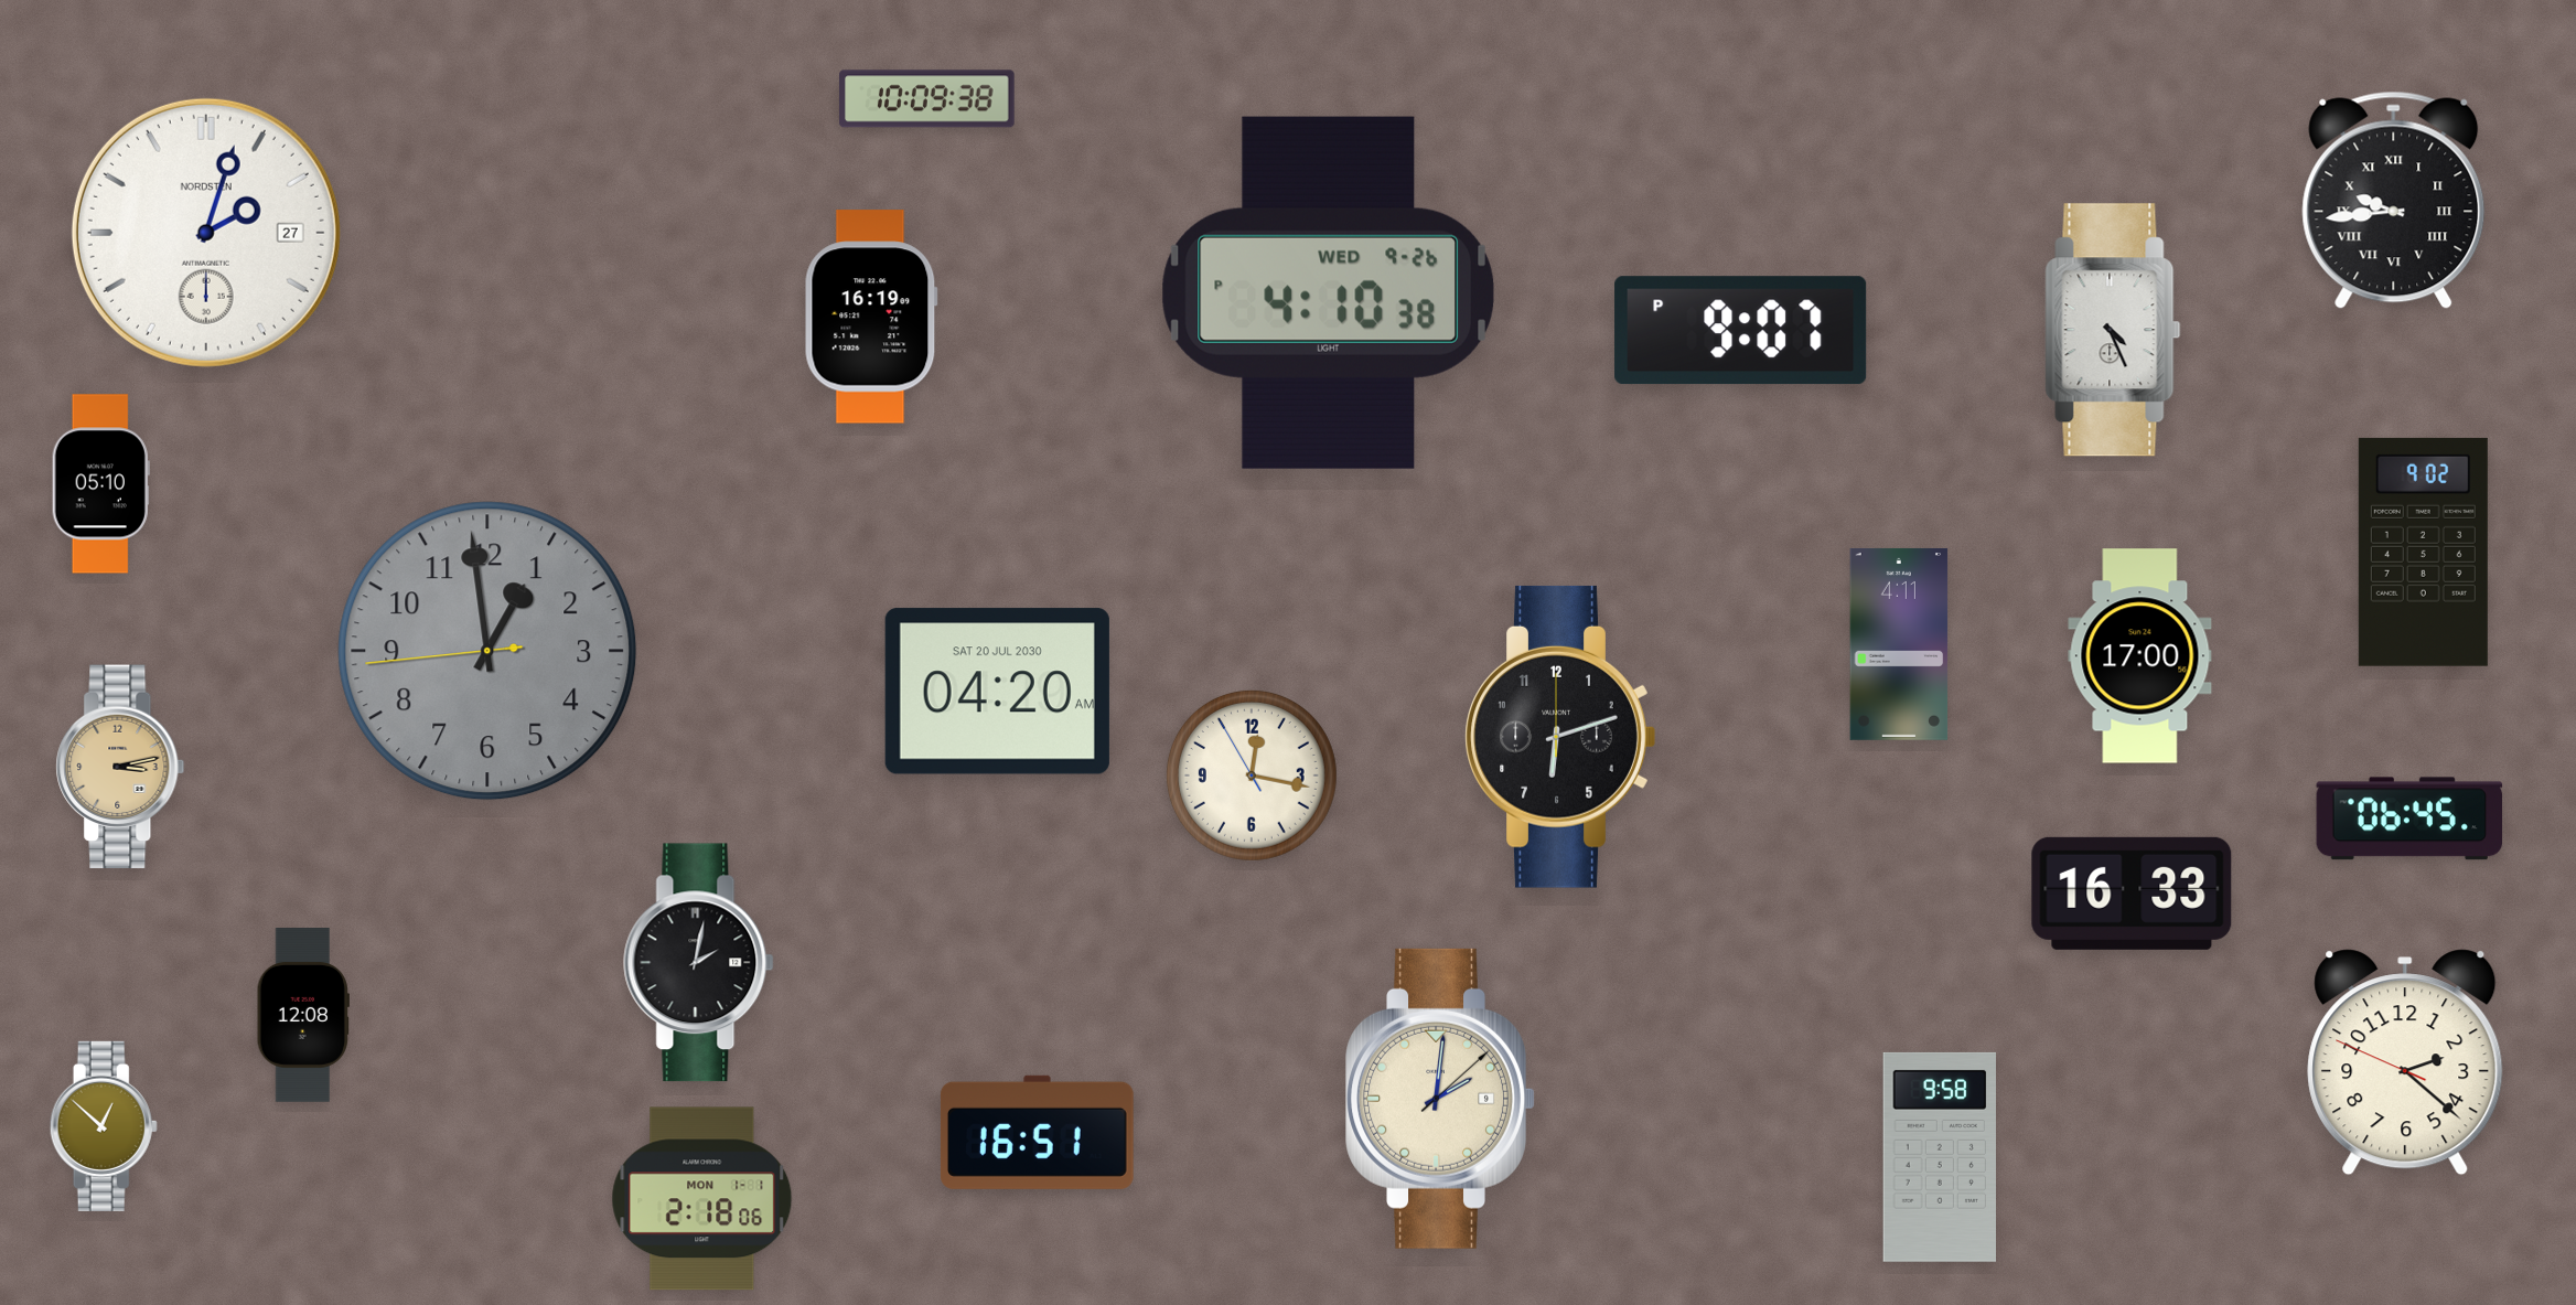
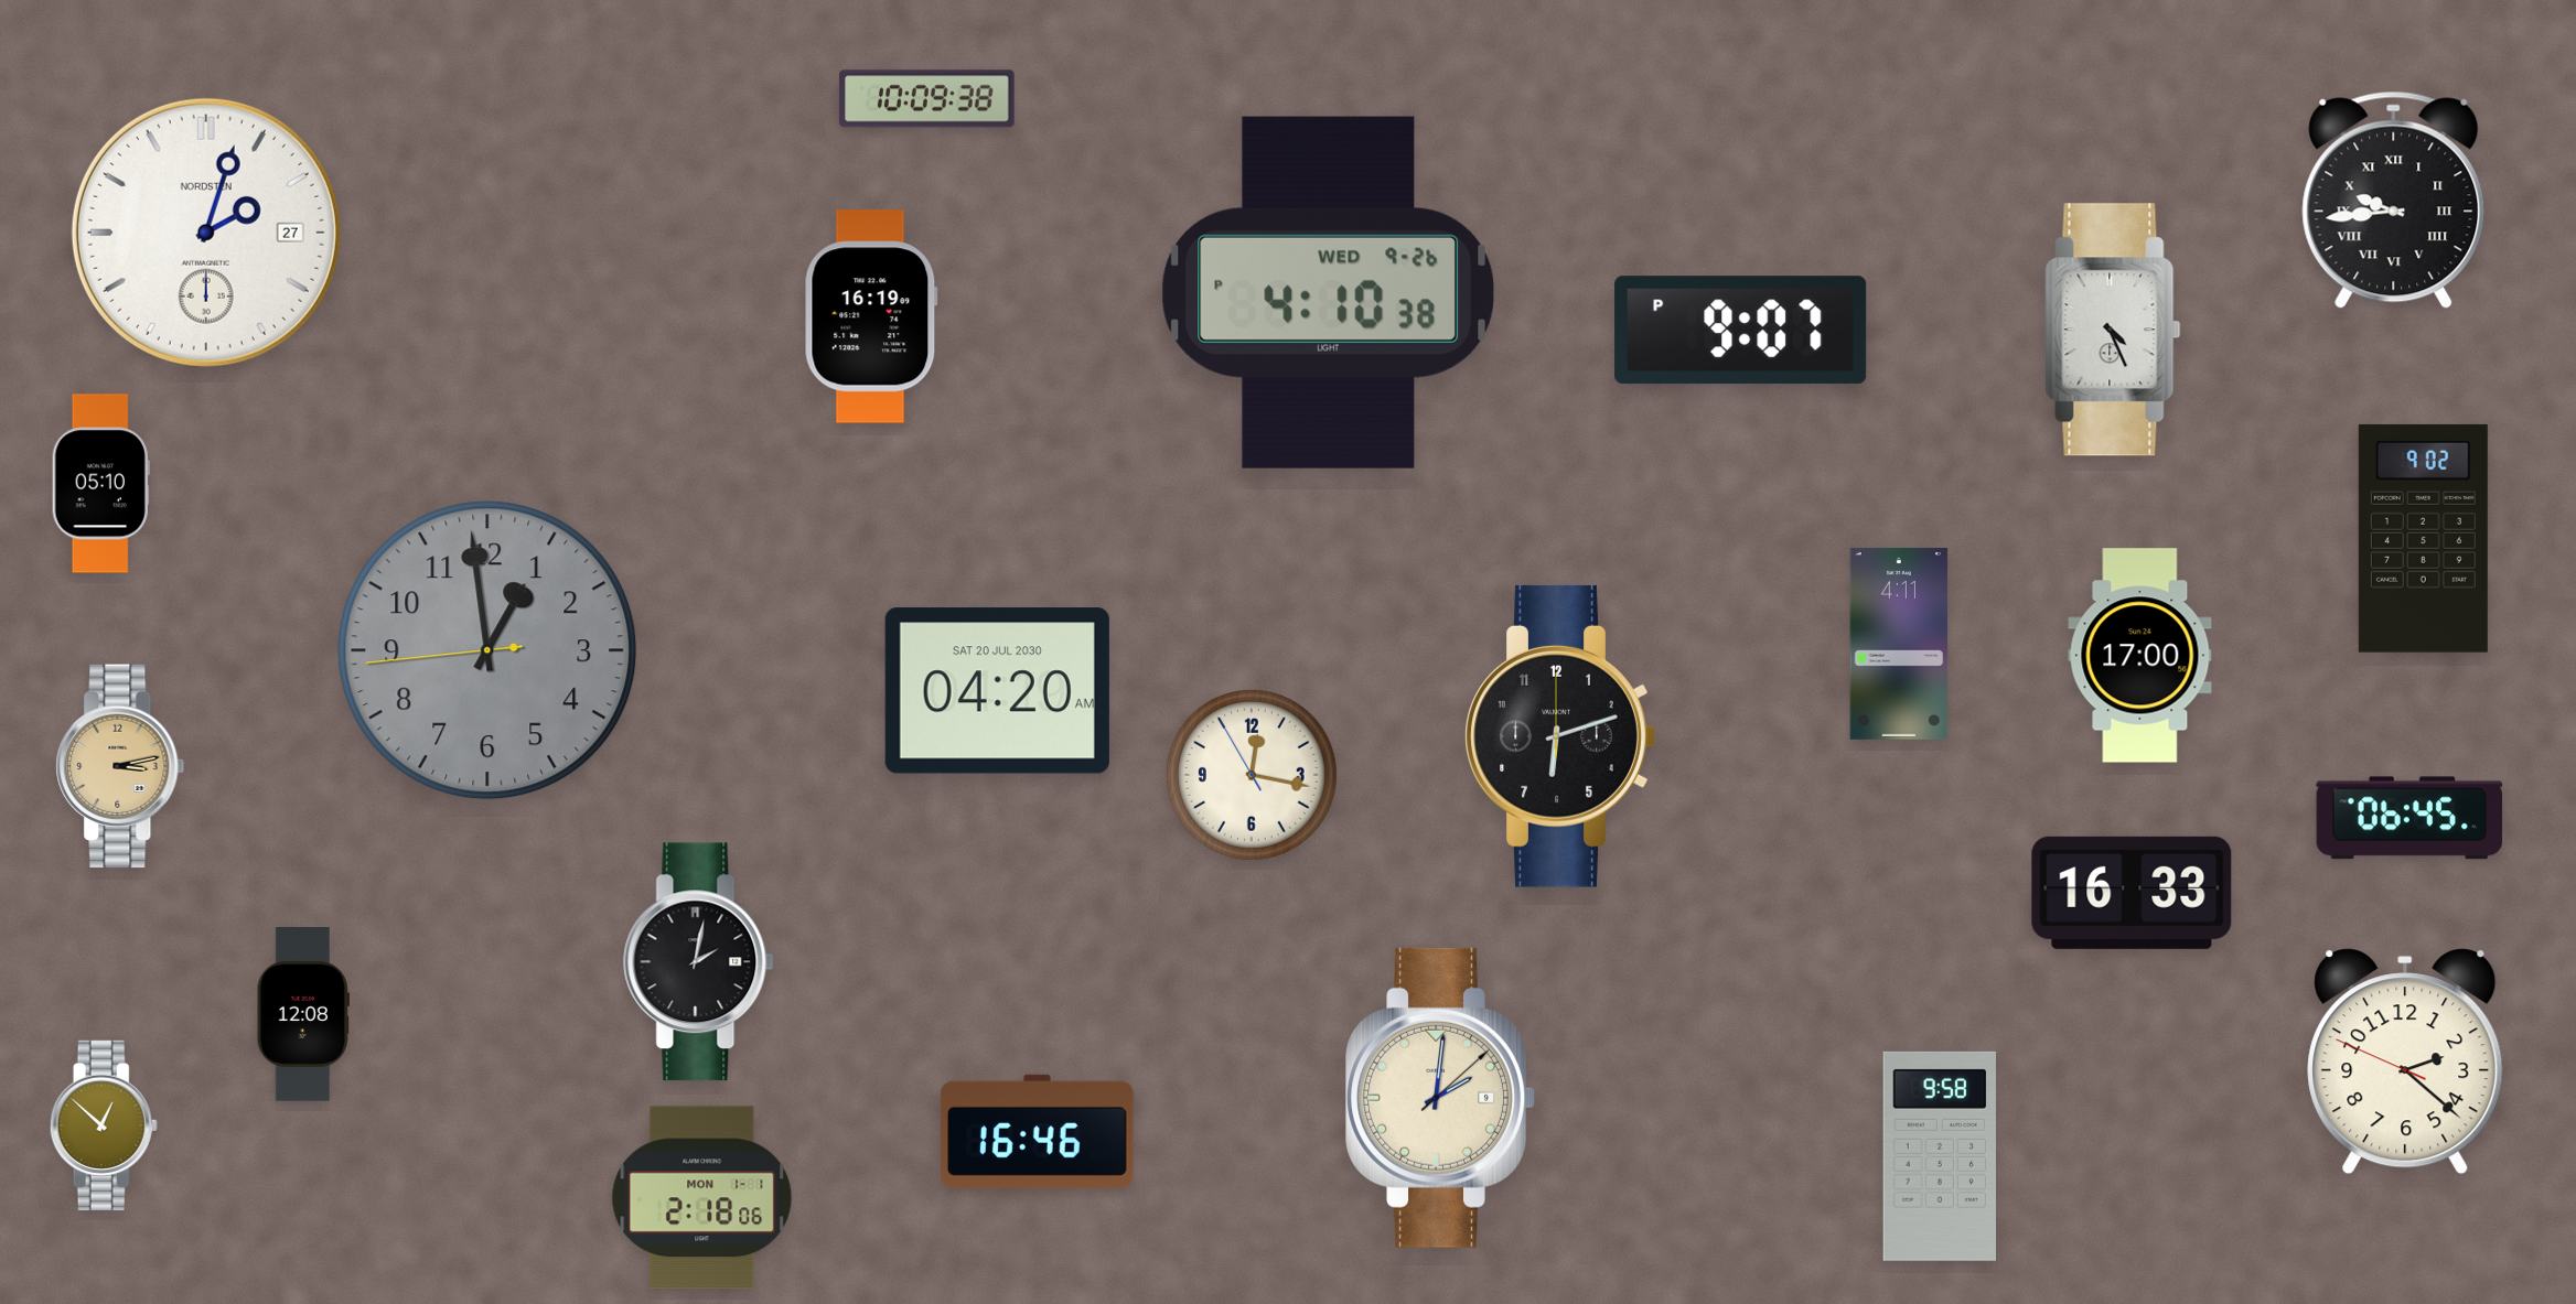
clock at (2423, 552) position: (2423, 552) -> (2423, 538)
clock at (1037, 1132): 16:51 -> 16:46
